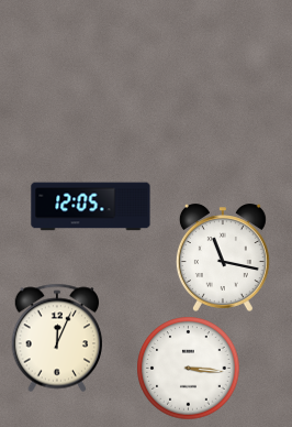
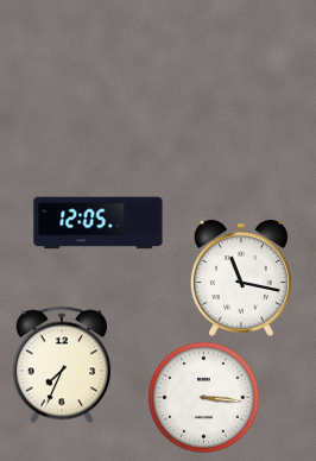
clock at (56, 338): 12:04 -> 7:34
